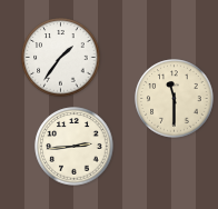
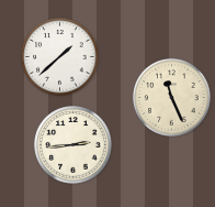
clock at (61, 58): 1:36 -> 1:38
clock at (175, 99): 11:30 -> 11:26
